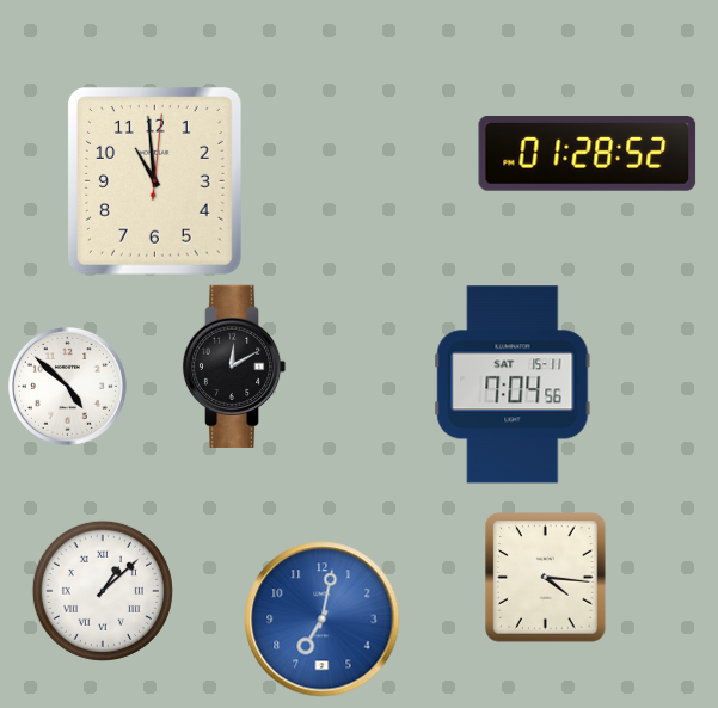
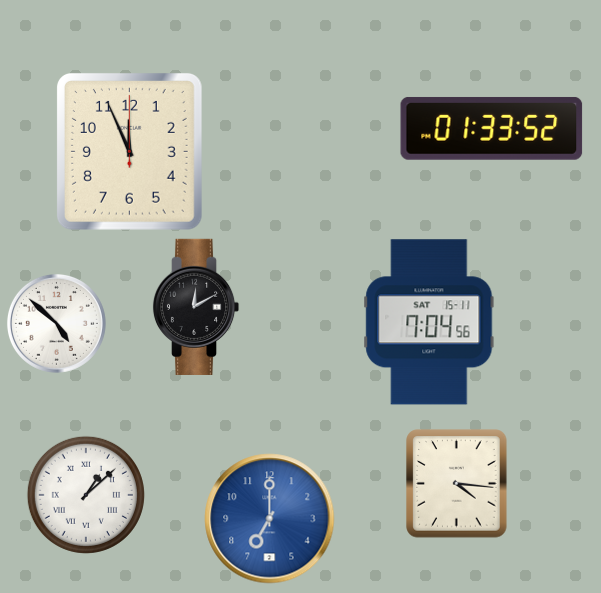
clock at (588, 153): 01:28 -> 01:33
clock at (154, 181): 10:59 -> 11:56
clock at (323, 620): 7:02 -> 7:00
